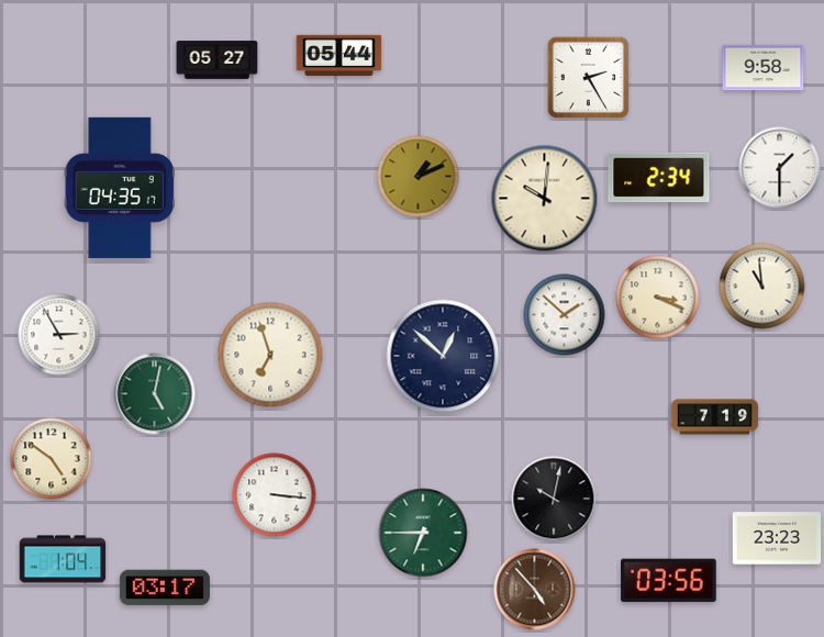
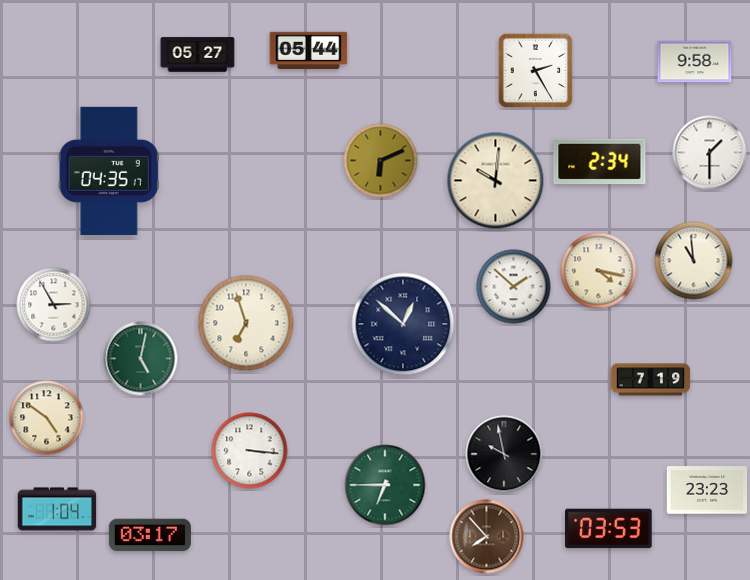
clock at (419, 177): 1:11 -> 6:11
clock at (658, 298): 3:19 -> 4:17
clock at (554, 499): 10:02 -> 9:58
clock at (669, 581): 03:56 -> 03:53
clock at (535, 590): 4:53 -> 7:53
